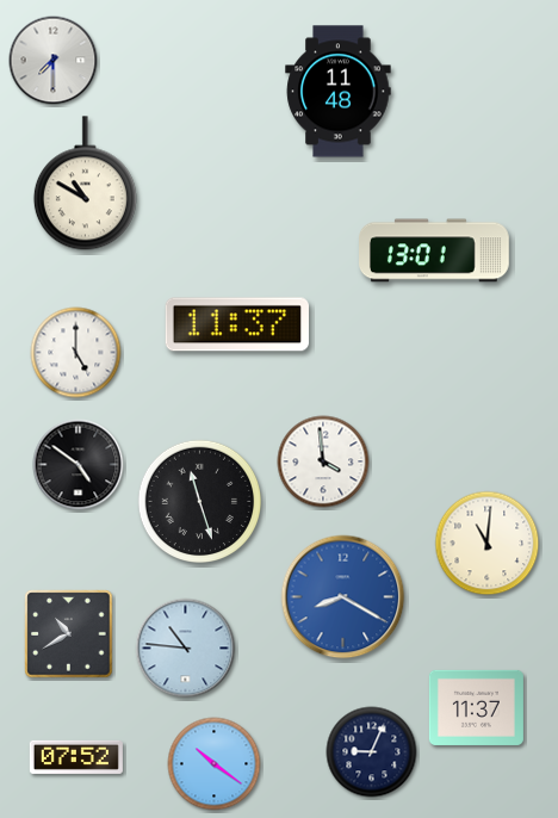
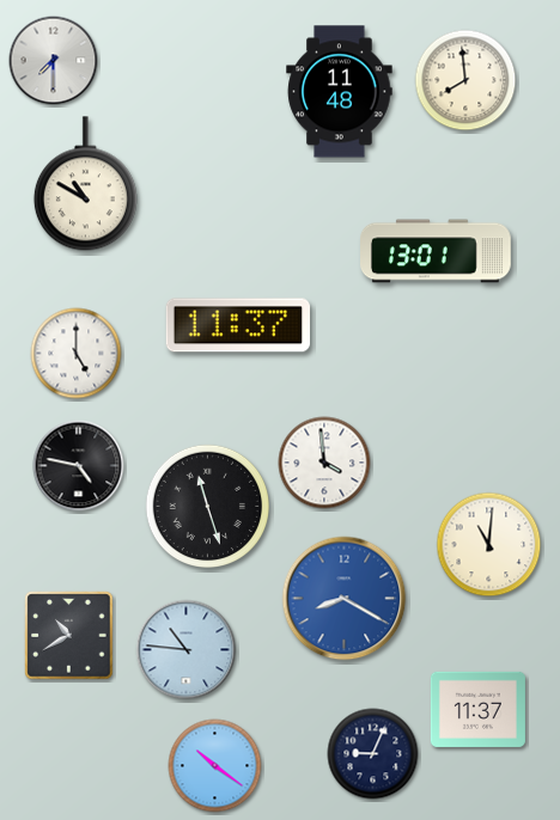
clock at (465, 80): none -> 7:59
clock at (79, 465): 4:51 -> 4:47
clock at (199, 501) position: (199, 501) -> (207, 506)
clock at (76, 757): 07:52 -> none
